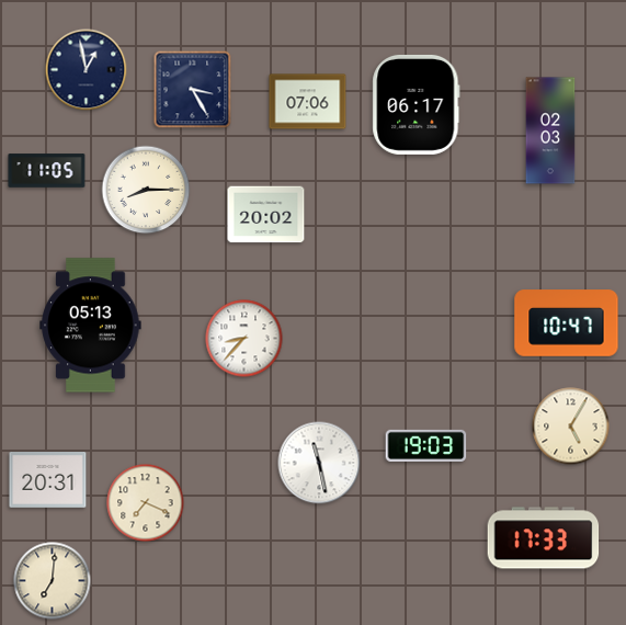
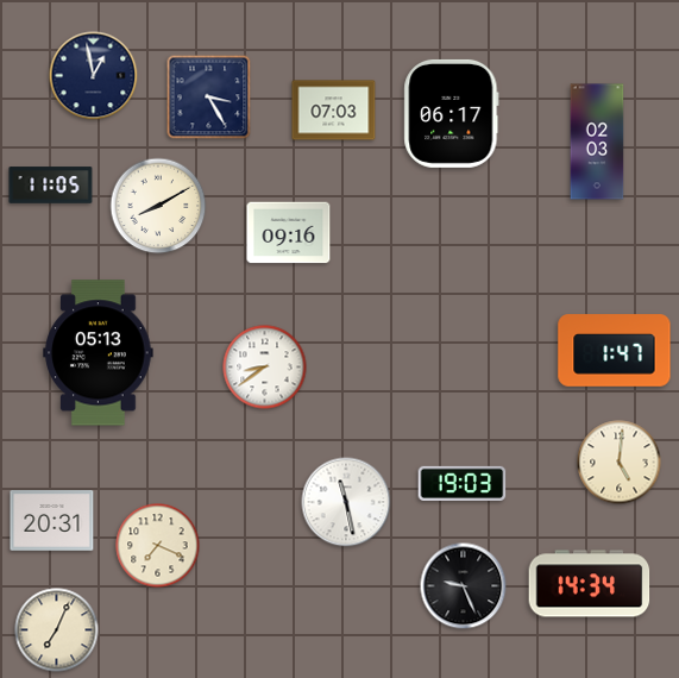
clock at (308, 102): 07:06 -> 07:03
clock at (146, 190): 8:15 -> 8:10
clock at (266, 215): 20:02 -> 09:16
clock at (567, 323): 10:47 -> 1:47
clock at (244, 339): 8:37 -> 8:39
clock at (571, 427): 5:05 -> 5:01
clock at (544, 538): 17:33 -> 14:34
clock at (464, 586): none -> 9:26
clock at (53, 581): 7:01 -> 7:04
